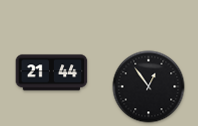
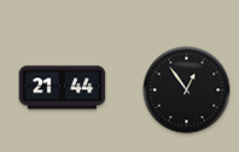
clock at (149, 87) position: (149, 87) -> (187, 90)
